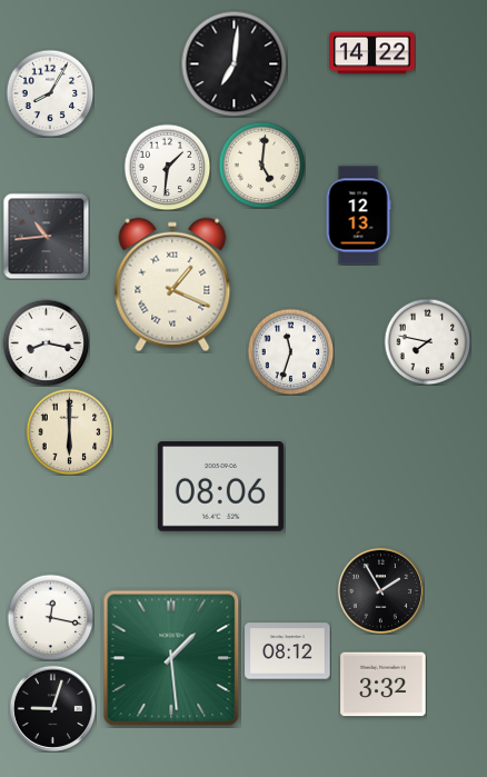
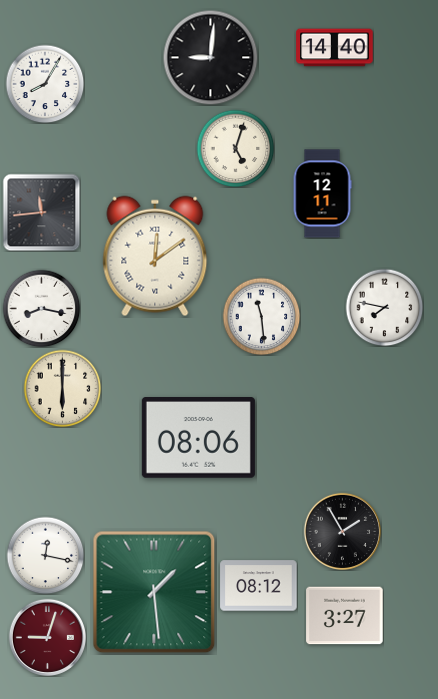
clock at (372, 53): 14:22 -> 14:40
clock at (233, 63): 7:01 -> 9:01
clock at (261, 165): 5:01 -> 5:03
clock at (167, 167): 1:31 -> none
clock at (358, 216): 12:13 -> 12:11
clock at (46, 236): 10:44 -> 11:44
clock at (172, 285): 1:19 -> 12:09
clock at (290, 351): 11:33 -> 11:29
clock at (384, 685): 3:32 -> 3:27
clock at (52, 708) dial: black -> burgundy
